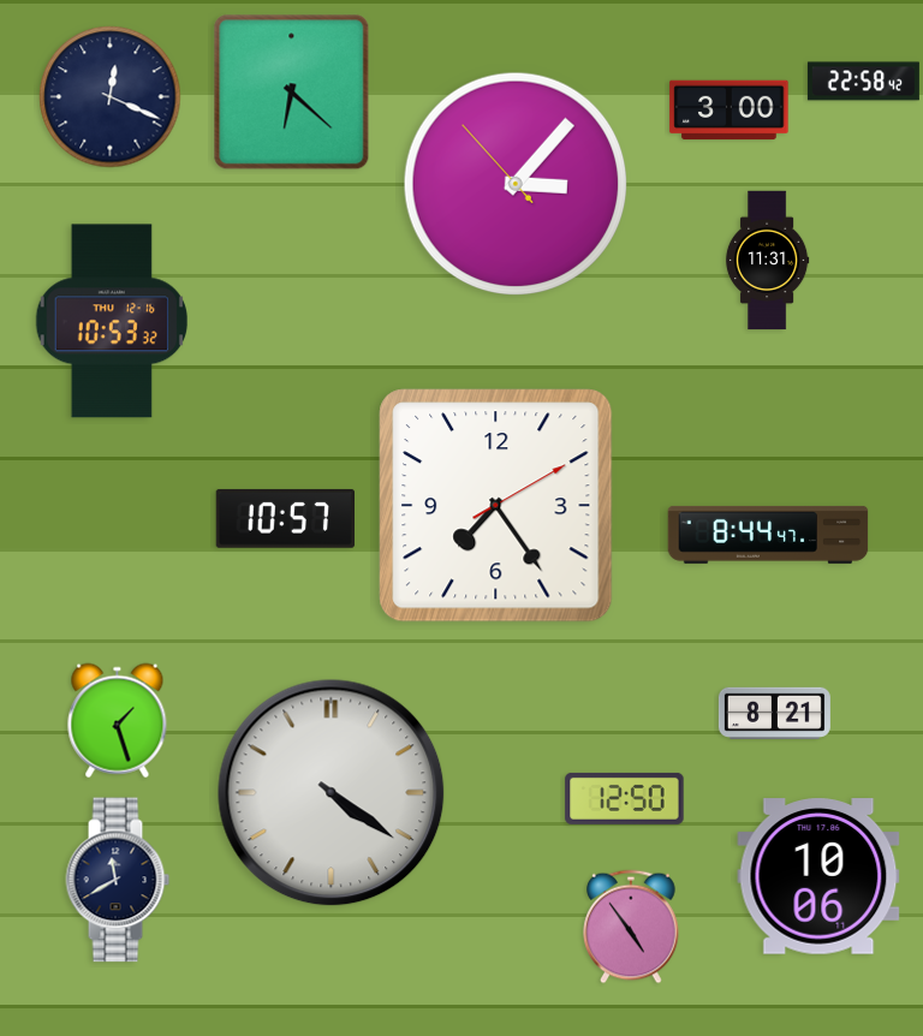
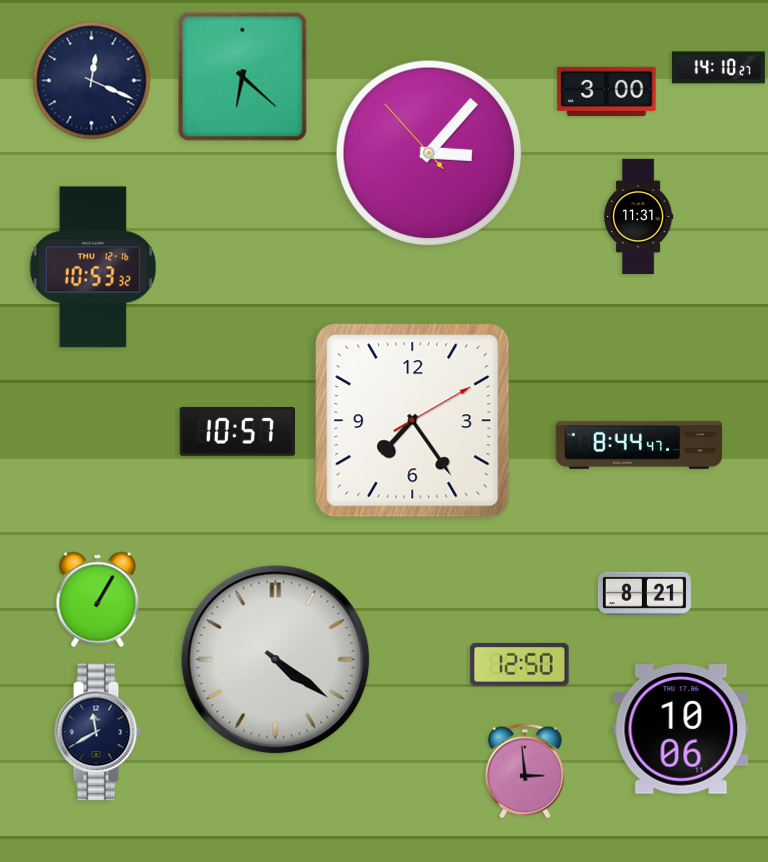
clock at (863, 82): 22:58 -> 14:10
clock at (118, 721): 1:27 -> 1:05
clock at (631, 927): 4:54 -> 2:59
